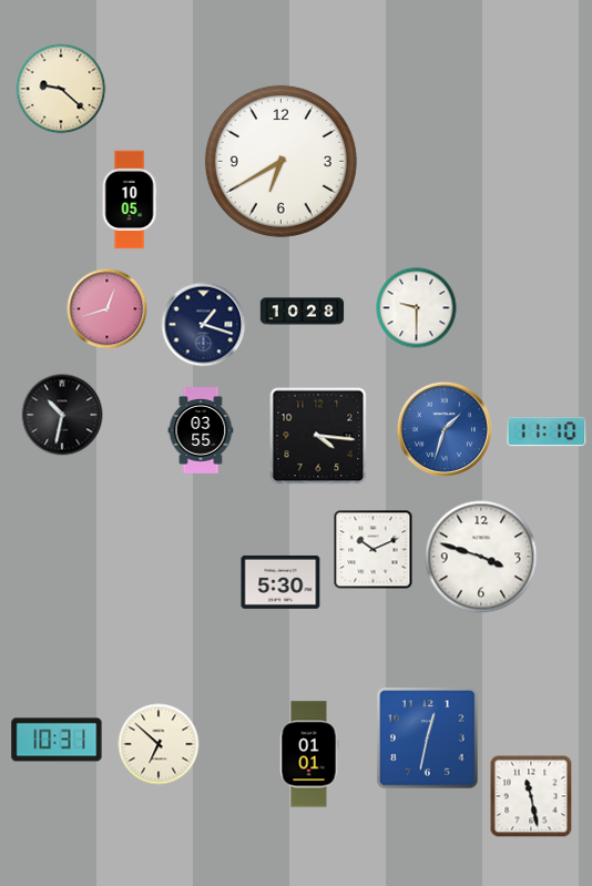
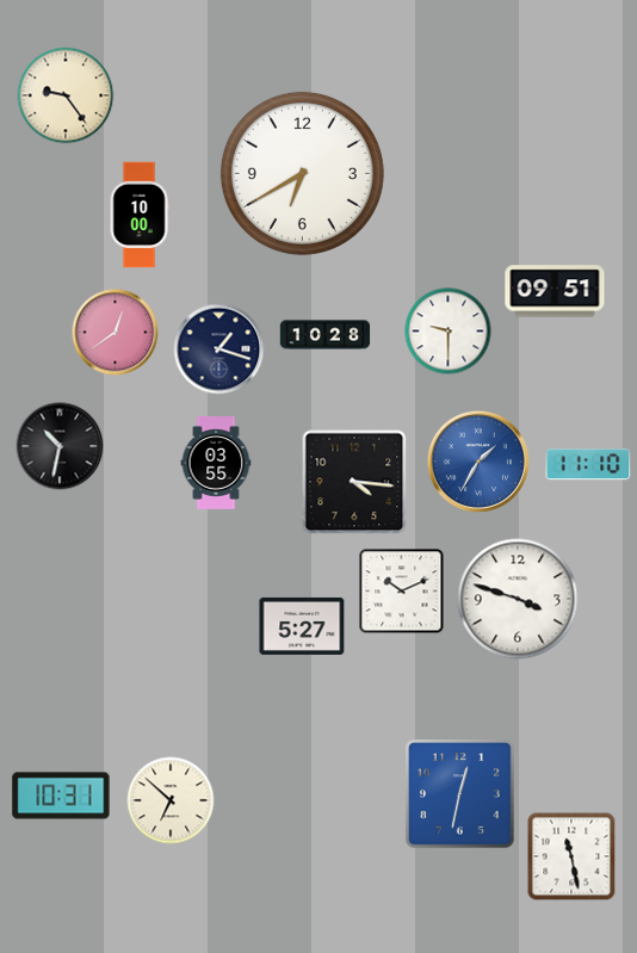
clock at (61, 89): 9:22 -> 9:24
clock at (130, 200): 10:05 -> 10:00
clock at (555, 291): none -> 09:51
clock at (108, 309): 12:42 -> 12:39
clock at (62, 415) position: (62, 415) -> (60, 446)
clock at (445, 429): 1:33 -> 1:35
clock at (318, 436) position: (318, 436) -> (354, 482)
clock at (280, 582): 5:30 -> 5:27
clock at (309, 754): 01:01 -> none
